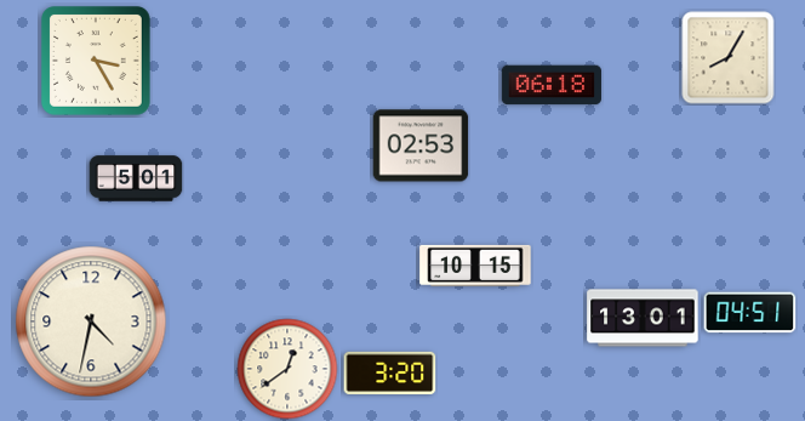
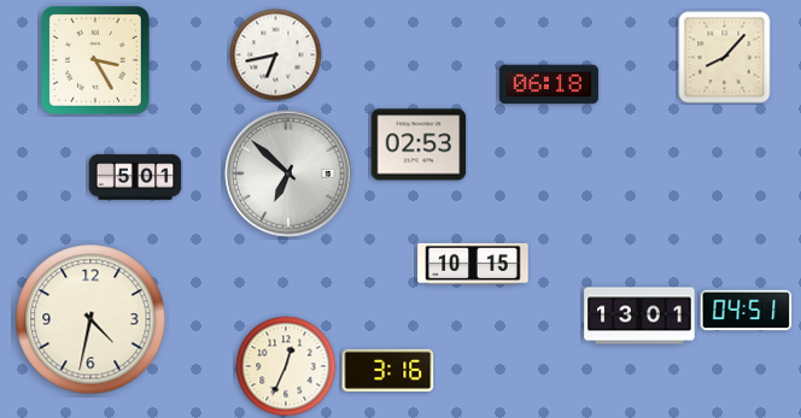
clock at (276, 55): none -> 6:43
clock at (729, 58): 8:05 -> 8:07
clock at (288, 173): none -> 6:52
clock at (287, 369): 12:39 -> 12:34
clock at (390, 372): 3:20 -> 3:16
